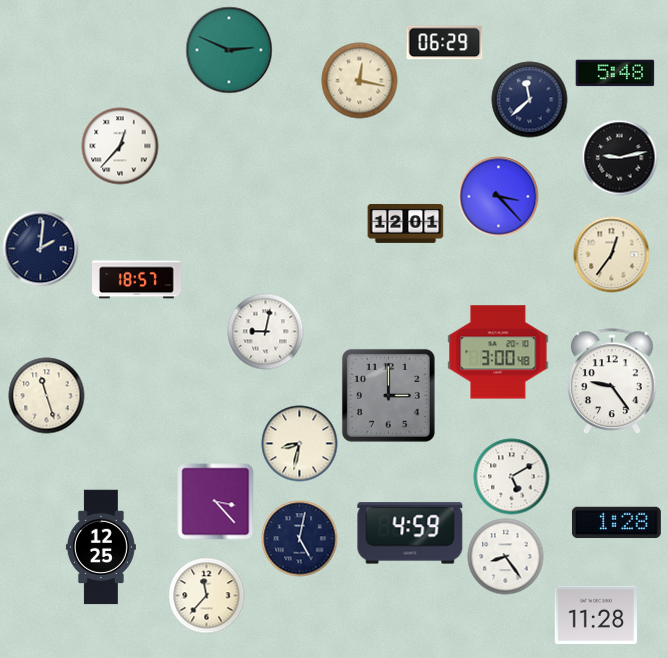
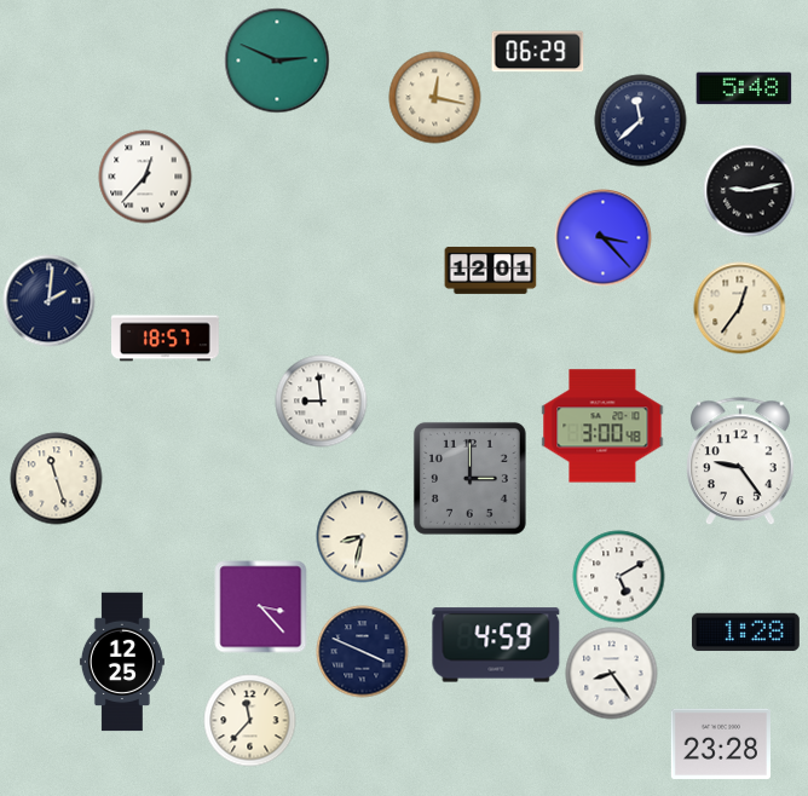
clock at (266, 332): 9:02 -> 8:59
clock at (300, 539): 5:02 -> 3:49
clock at (595, 615): 11:28 -> 23:28
